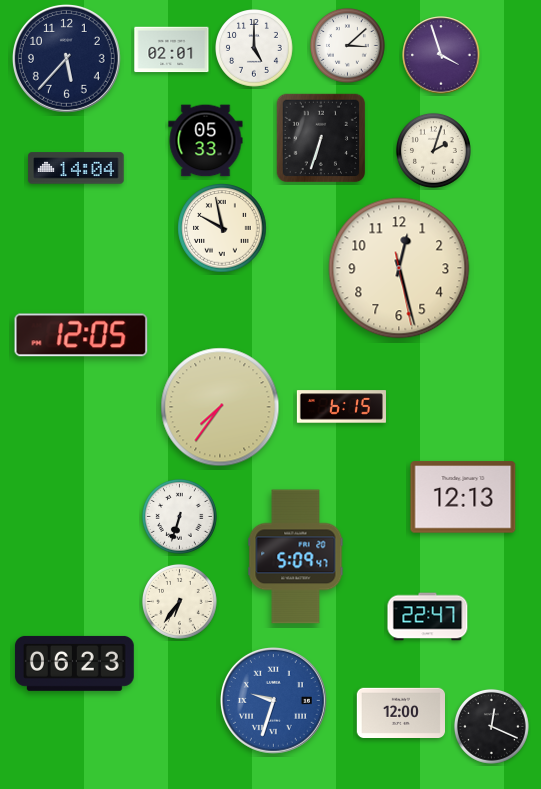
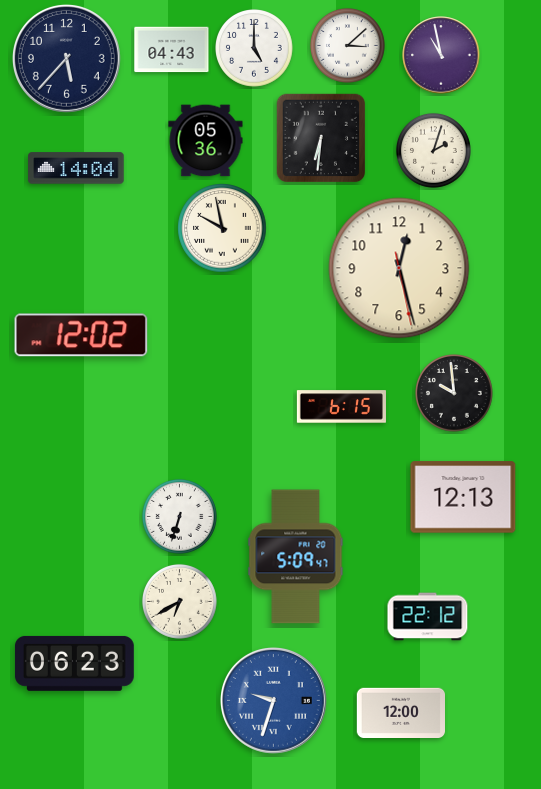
clock at (172, 50): 02:01 -> 04:43
clock at (441, 55): 3:57 -> 10:58
clock at (321, 138): 6:33 -> 6:31
clock at (206, 141): 05:33 -> 05:36
clock at (81, 335): 12:05 -> 12:02
clock at (455, 394): none -> 9:59
clock at (220, 407): 7:36 -> none
clock at (179, 601): 6:36 -> 6:40
clock at (428, 617): 22:47 -> 22:12
clock at (491, 726): 12:19 -> none
